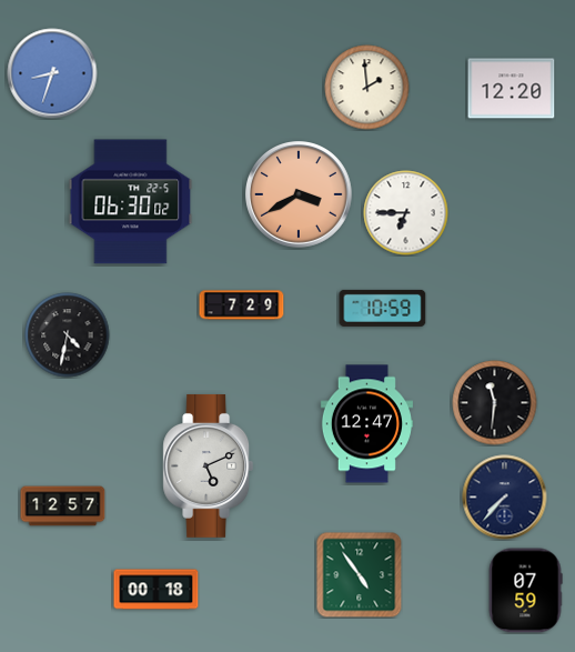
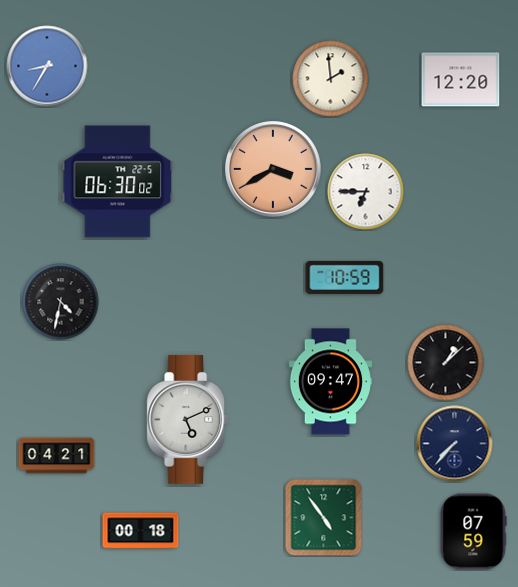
clock at (52, 73): 8:33 -> 8:35
clock at (300, 195) position: (300, 195) -> (274, 170)
clock at (242, 305): 7:29 -> none
clock at (495, 403): 11:31 -> 1:08
clock at (366, 424): 12:47 -> 09:47
clock at (505, 498) position: (505, 498) -> (455, 444)
clock at (63, 506): 12:57 -> 04:21
